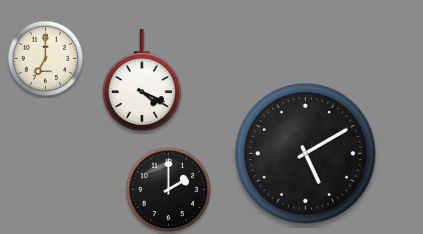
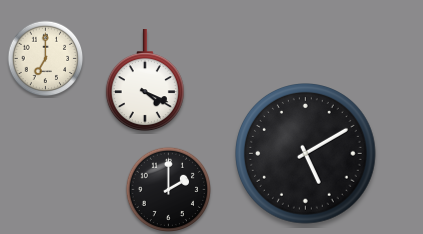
clock at (142, 81) position: (142, 81) -> (145, 81)
